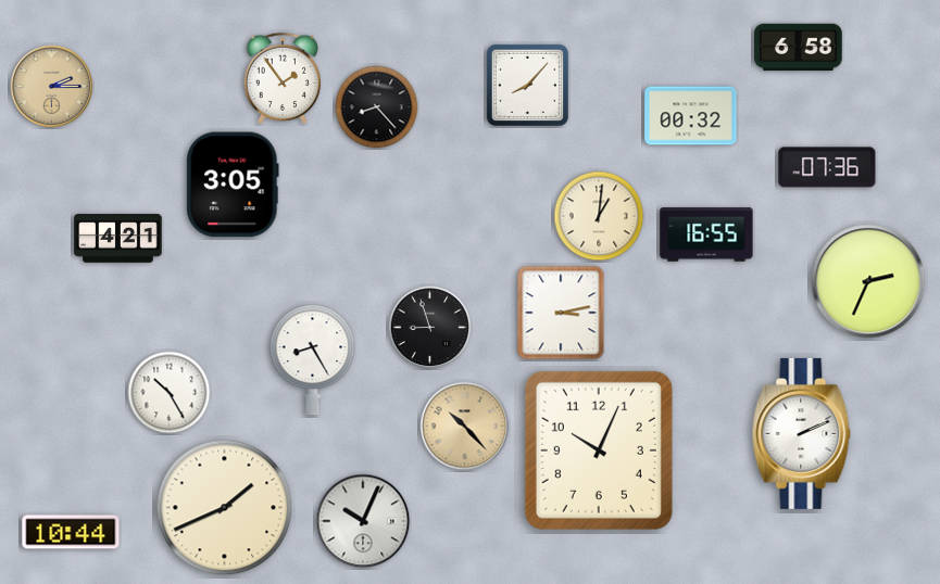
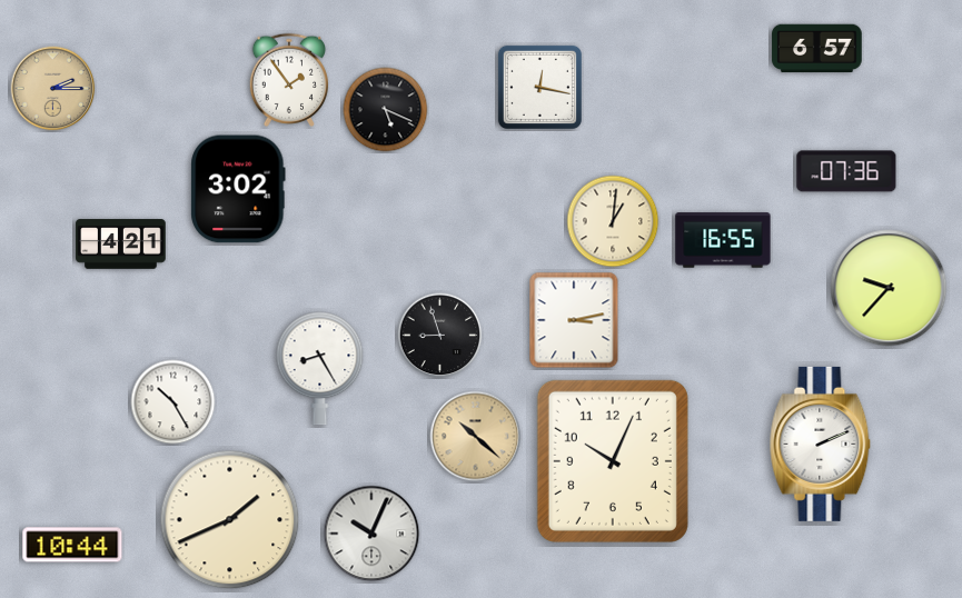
clock at (799, 48): 6:58 -> 6:57
clock at (527, 85): 8:07 -> 12:17
clock at (377, 107): 8:23 -> 5:19
clock at (691, 116): 00:32 -> none
clock at (233, 185): 3:05 -> 3:02
clock at (868, 281): 2:34 -> 9:37
clock at (465, 427): 10:23 -> 10:22
